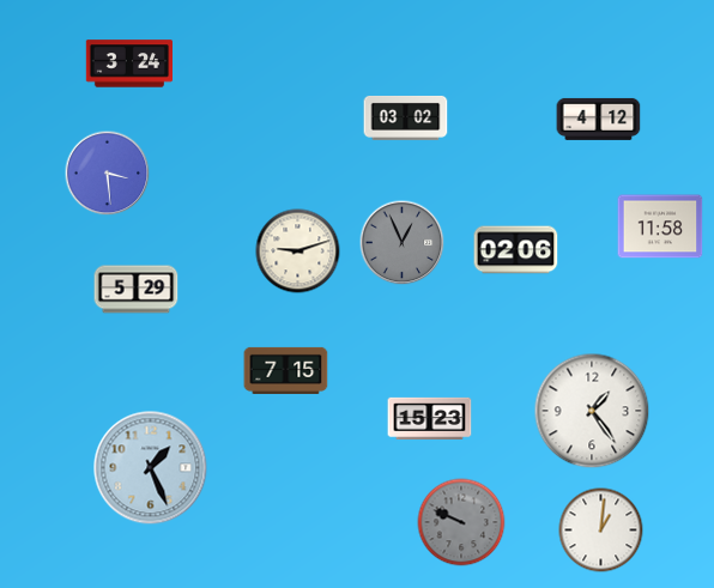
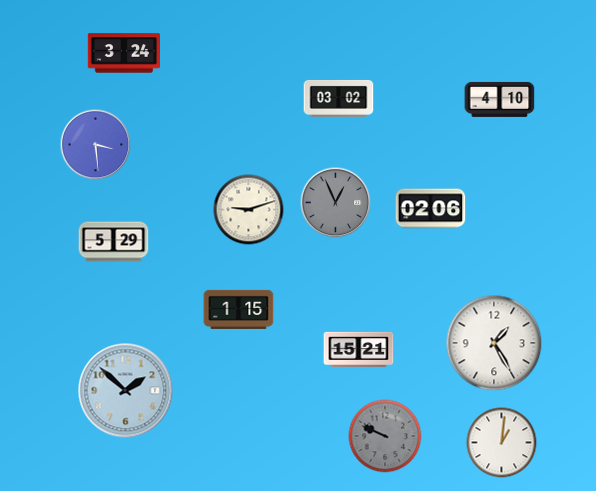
clock at (128, 63) position: (128, 63) -> (123, 53)
clock at (599, 119): 4:12 -> 4:10
clock at (108, 174) position: (108, 174) -> (96, 145)
clock at (660, 226): 11:58 -> none
clock at (286, 370): 7:15 -> 1:15
clock at (592, 411): 1:24 -> 1:25
clock at (430, 418): 15:23 -> 15:21
clock at (151, 468): 1:26 -> 1:52
